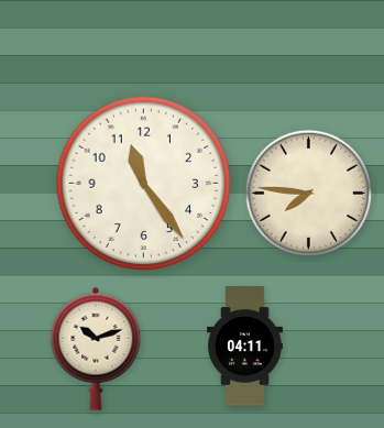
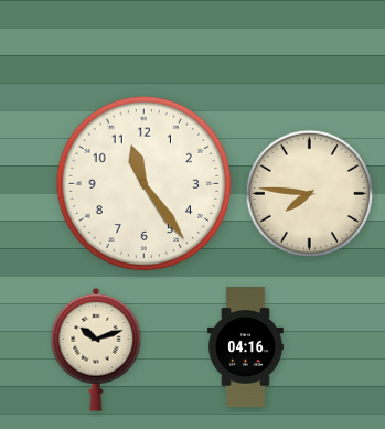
clock at (245, 347): 04:11 -> 04:16
